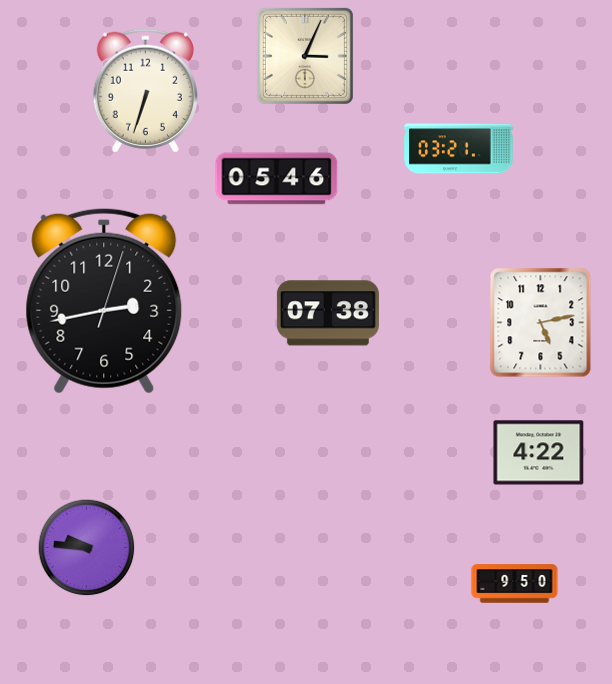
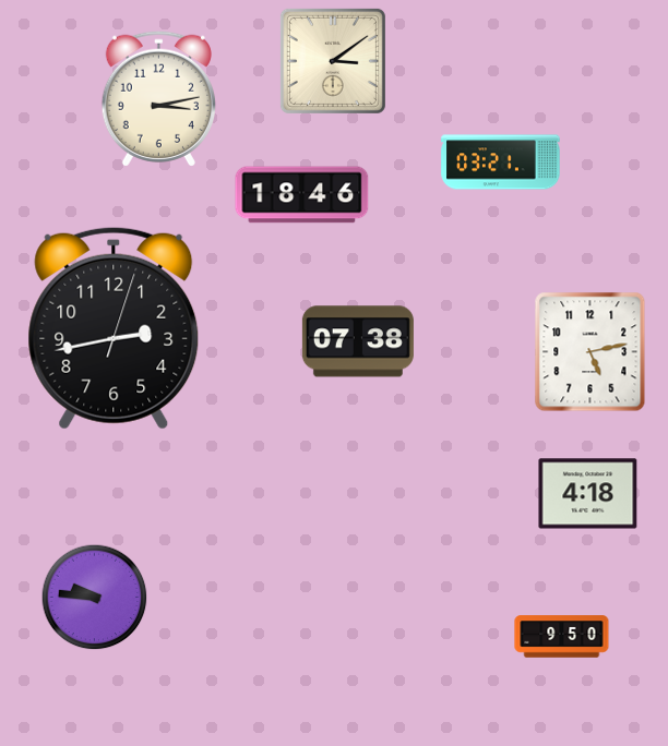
clock at (305, 56): 3:04 -> 3:09
clock at (145, 90): 6:33 -> 3:13
clock at (277, 179): 05:46 -> 18:46
clock at (539, 453): 4:22 -> 4:18
